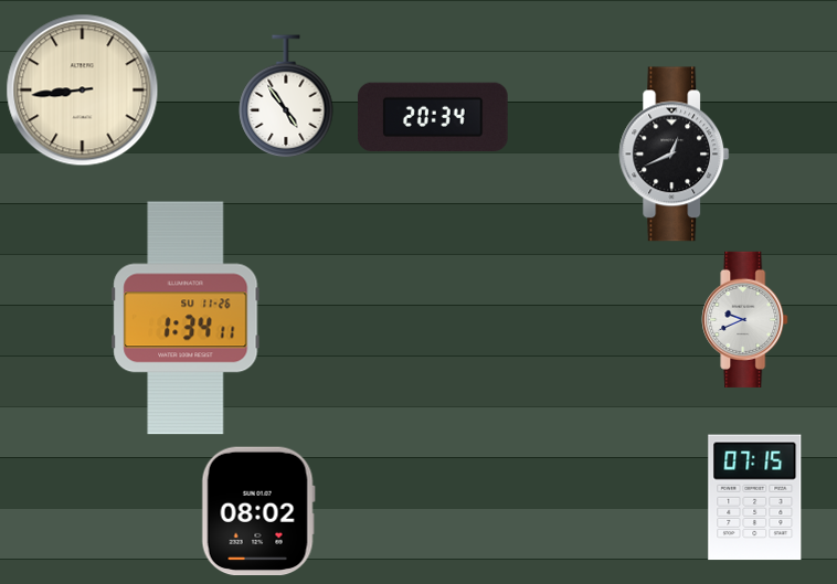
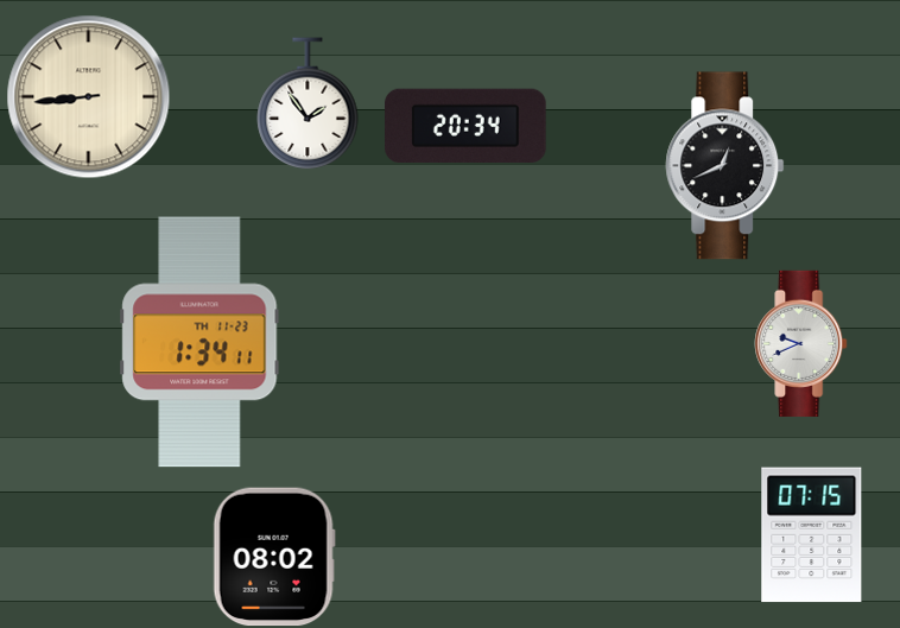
clock at (286, 96): 4:54 -> 1:54
clock at (186, 318) date: SU 11-26 -> TH 11-23
clock at (258, 511) position: (258, 511) -> (274, 557)
